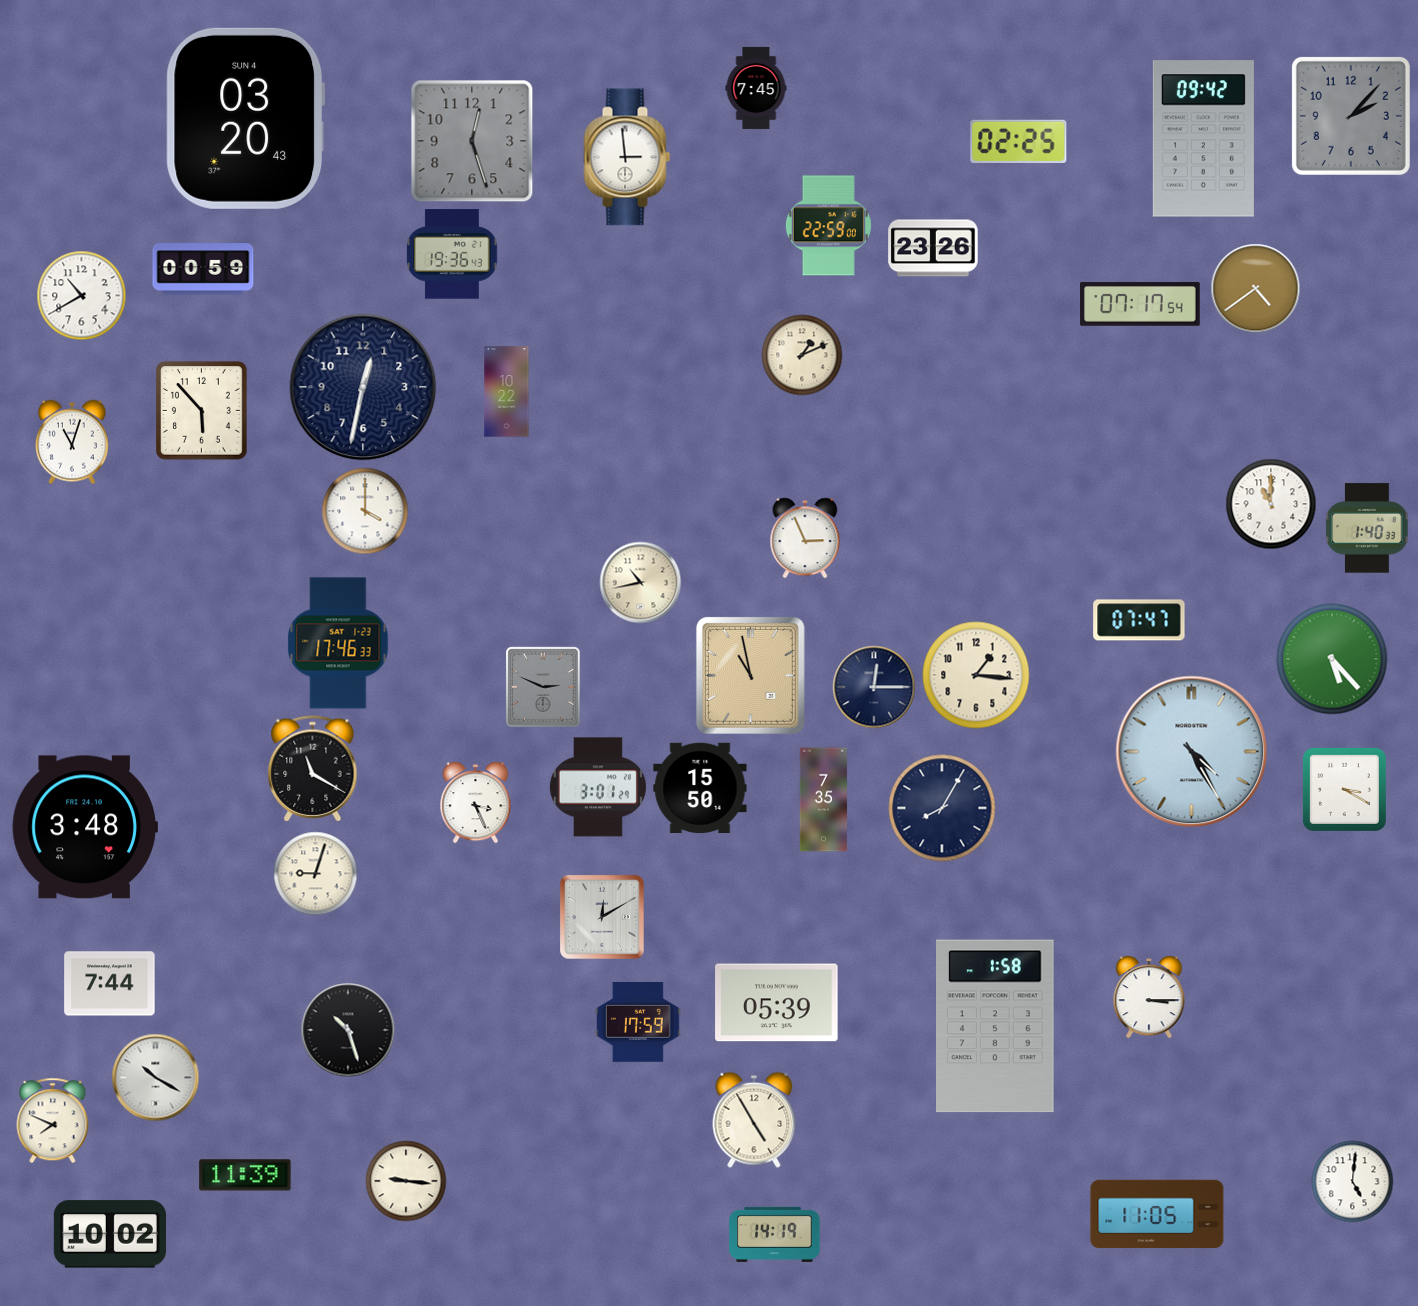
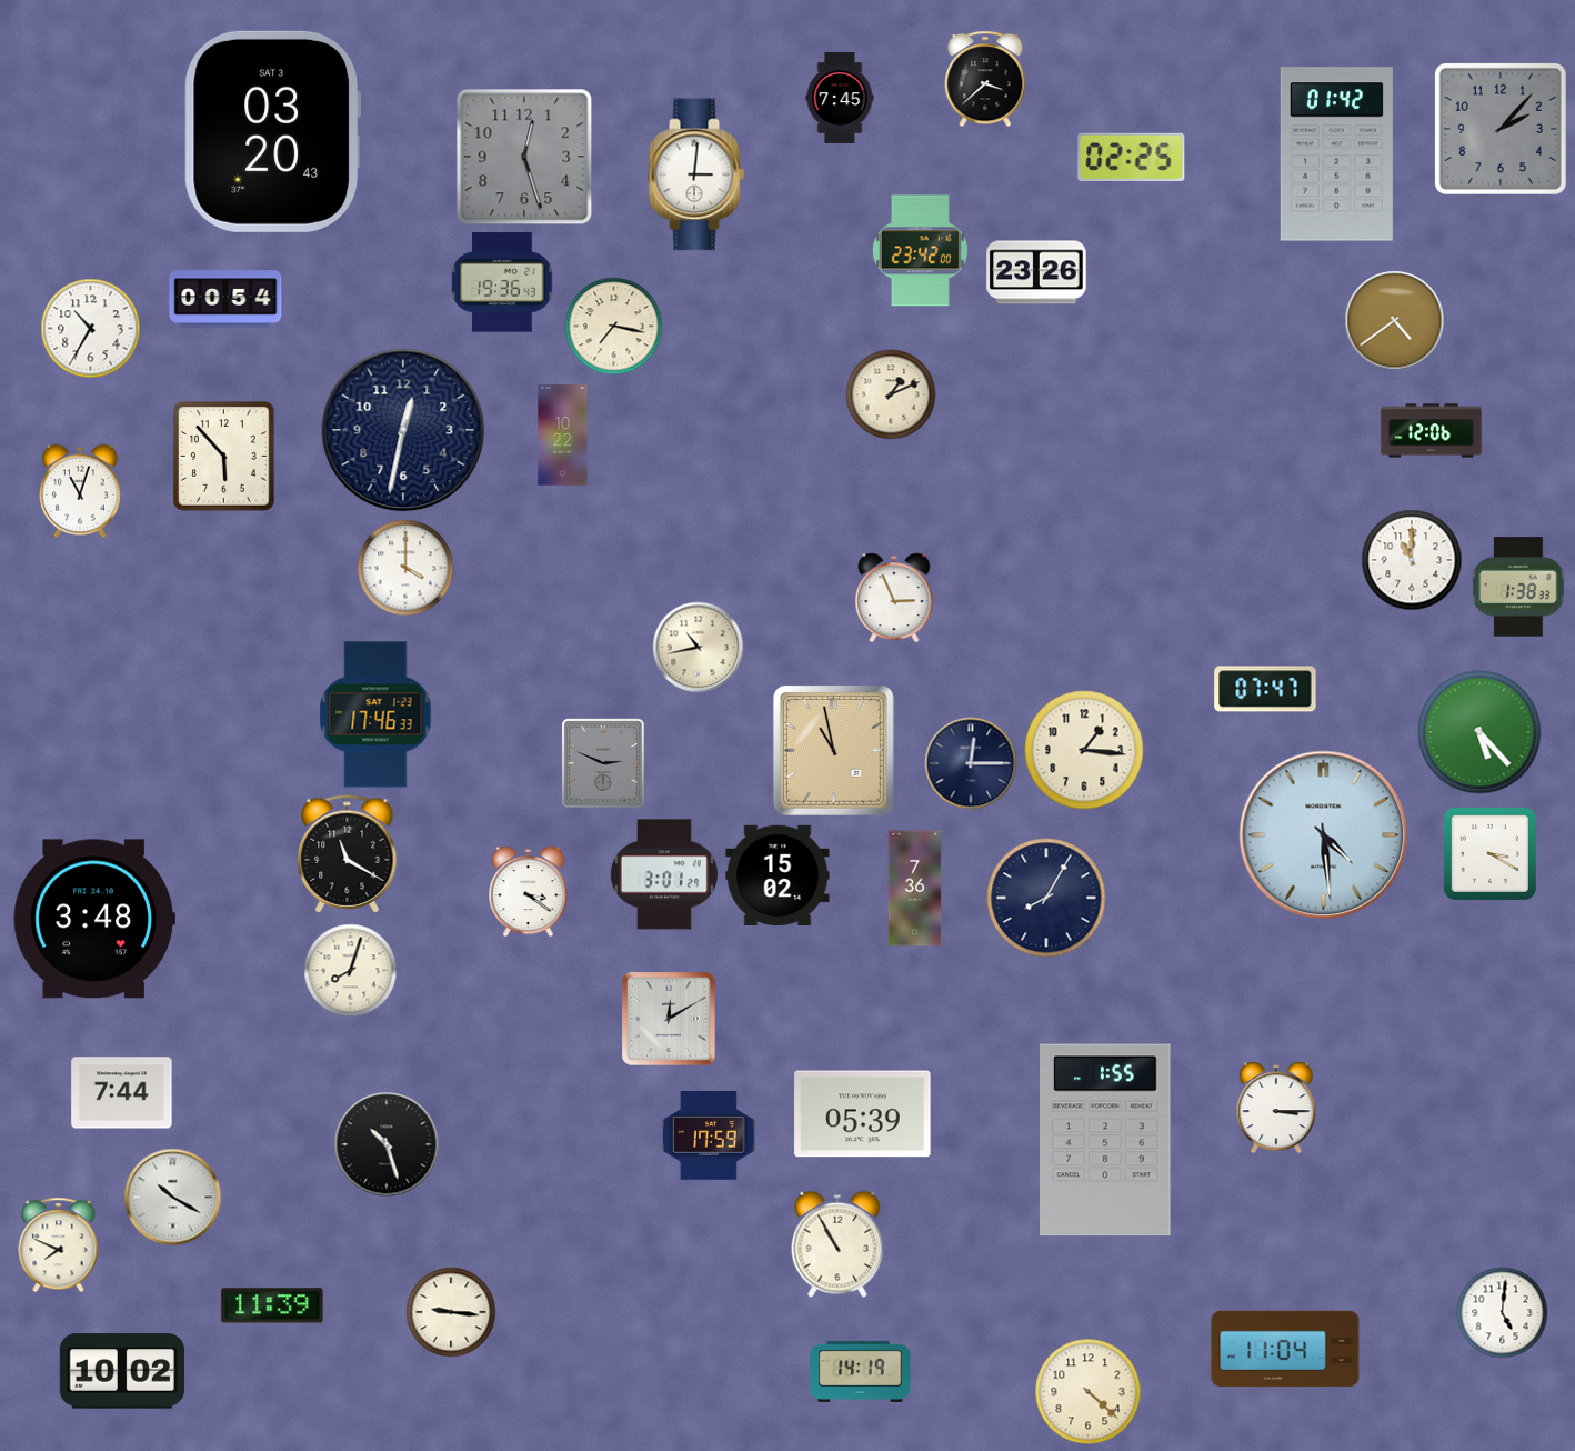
clock at (985, 79): none -> 3:38
clock at (246, 118) date: SUN 4 -> SAT 3
clock at (1203, 139): 09:42 -> 01:42
clock at (627, 157): 2:59 -> 3:01
clock at (828, 226): 22:59 -> 23:42
clock at (933, 248) position: (933, 248) -> (1036, 272)
clock at (203, 269): 00:59 -> 00:54
clock at (614, 327): none -> 7:17
clock at (82, 296): 10:40 -> 10:35
clock at (1140, 304): 07:17 -> none
clock at (1432, 431): none -> 12:06
clock at (1367, 528): 1:40 -> 1:38
clock at (641, 583) position: (641, 583) -> (699, 648)
clock at (1192, 752): 4:25 -> 4:29
clock at (700, 788): 15:50 -> 15:02
clock at (1344, 789) position: (1344, 789) -> (1489, 853)
clock at (824, 800): 7:35 -> 7:36
clock at (476, 803): 3:26 -> 3:21
clock at (316, 874): 9:03 -> 8:03
clock at (996, 1026): 1:58 -> 1:55
clock at (754, 1120): 4:55 -> 10:55
clock at (1157, 1214): 11:05 -> 11:04
clock at (1089, 1392): none -> 4:22
